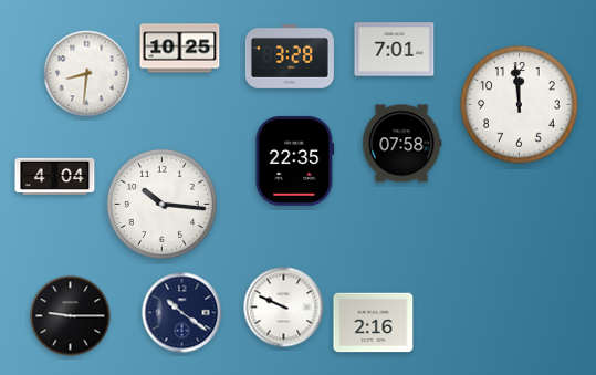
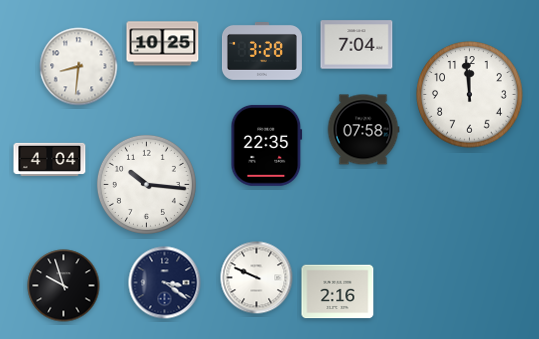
clock at (395, 50): 7:01 -> 7:04
clock at (182, 313): 10:21 -> 3:21
clock at (71, 316): 9:15 -> 9:57
